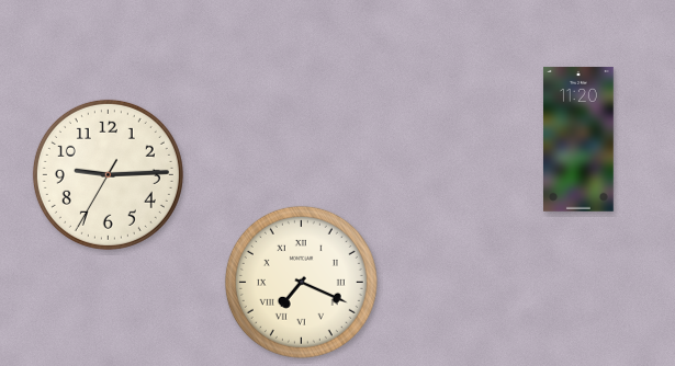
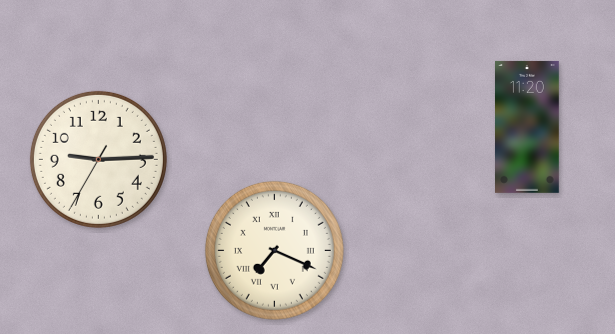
clock at (301, 282) position: (301, 282) -> (274, 250)
